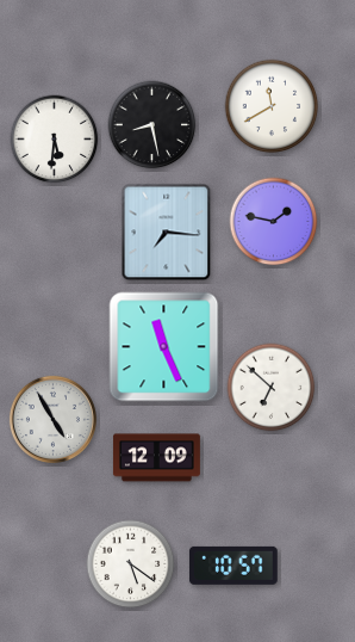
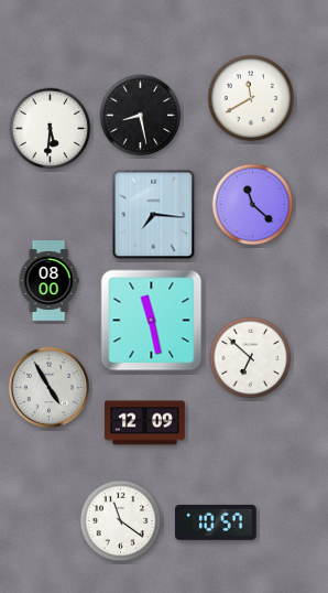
clock at (274, 222): 1:47 -> 11:22
clock at (48, 281): none -> 08:00
clock at (164, 347): 11:26 -> 11:28
clock at (131, 564): 5:21 -> 11:21
